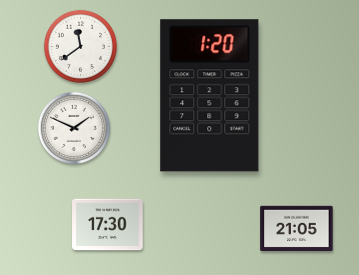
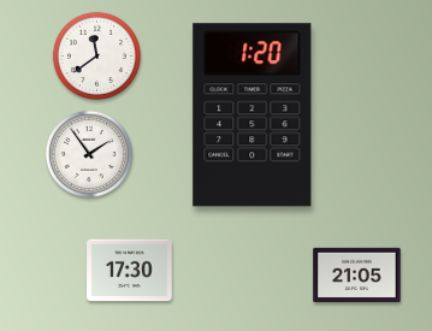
clock at (74, 128): 1:49 -> 1:54
